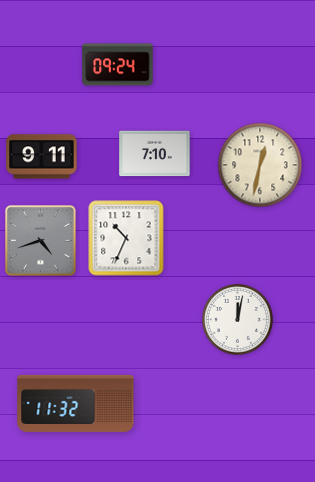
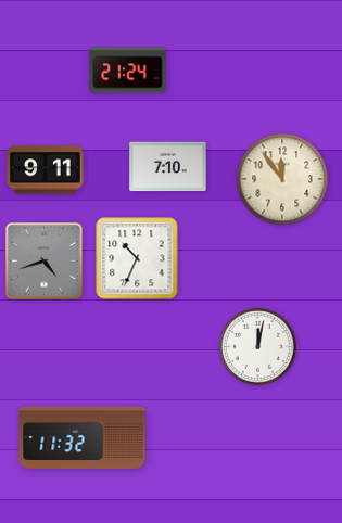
clock at (118, 65): 09:24 -> 21:24
clock at (260, 165): 12:32 -> 11:54
